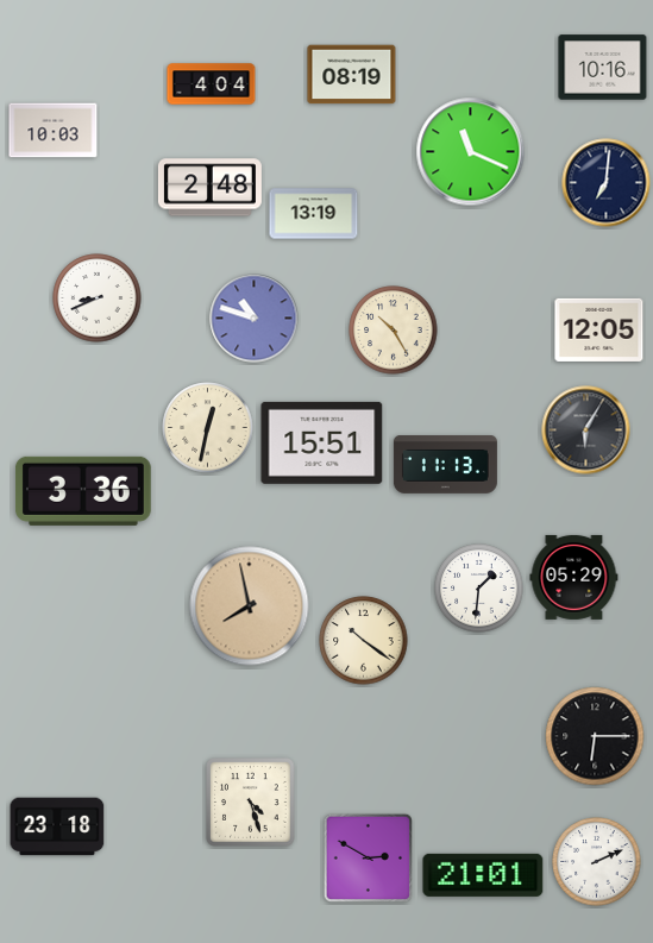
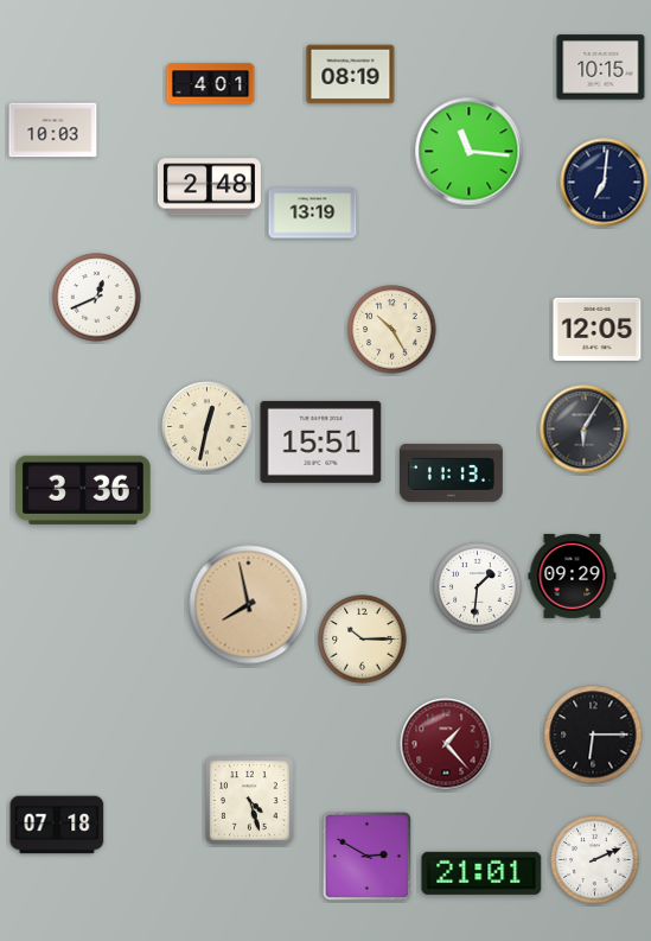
clock at (603, 68): 10:16 -> 10:15
clock at (212, 84): 4:04 -> 4:01
clock at (471, 152): 11:19 -> 11:16
clock at (98, 298): 8:41 -> 12:41
clock at (255, 319): 10:48 -> none
clock at (445, 465) position: (445, 465) -> (451, 473)
clock at (574, 577): 05:29 -> 09:29
clock at (364, 641): 10:21 -> 10:15
clock at (446, 744): none -> 1:23
clock at (57, 826): 23:18 -> 07:18
